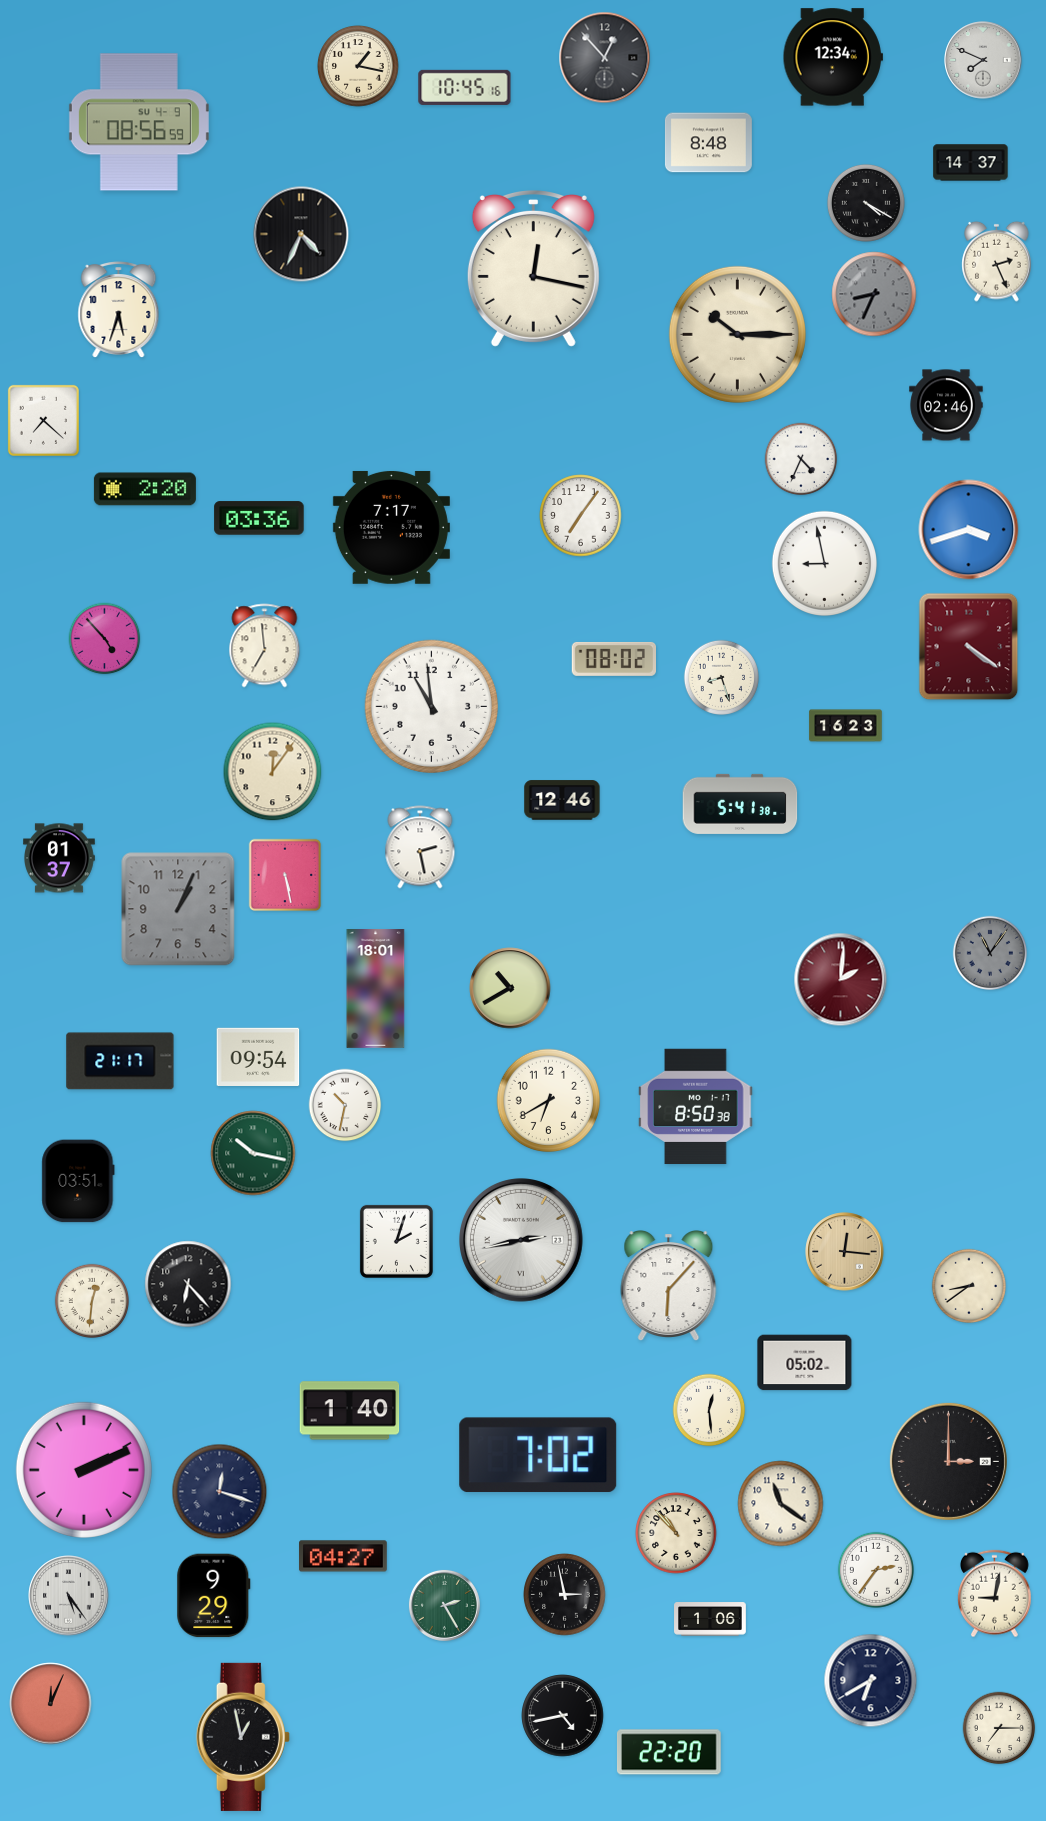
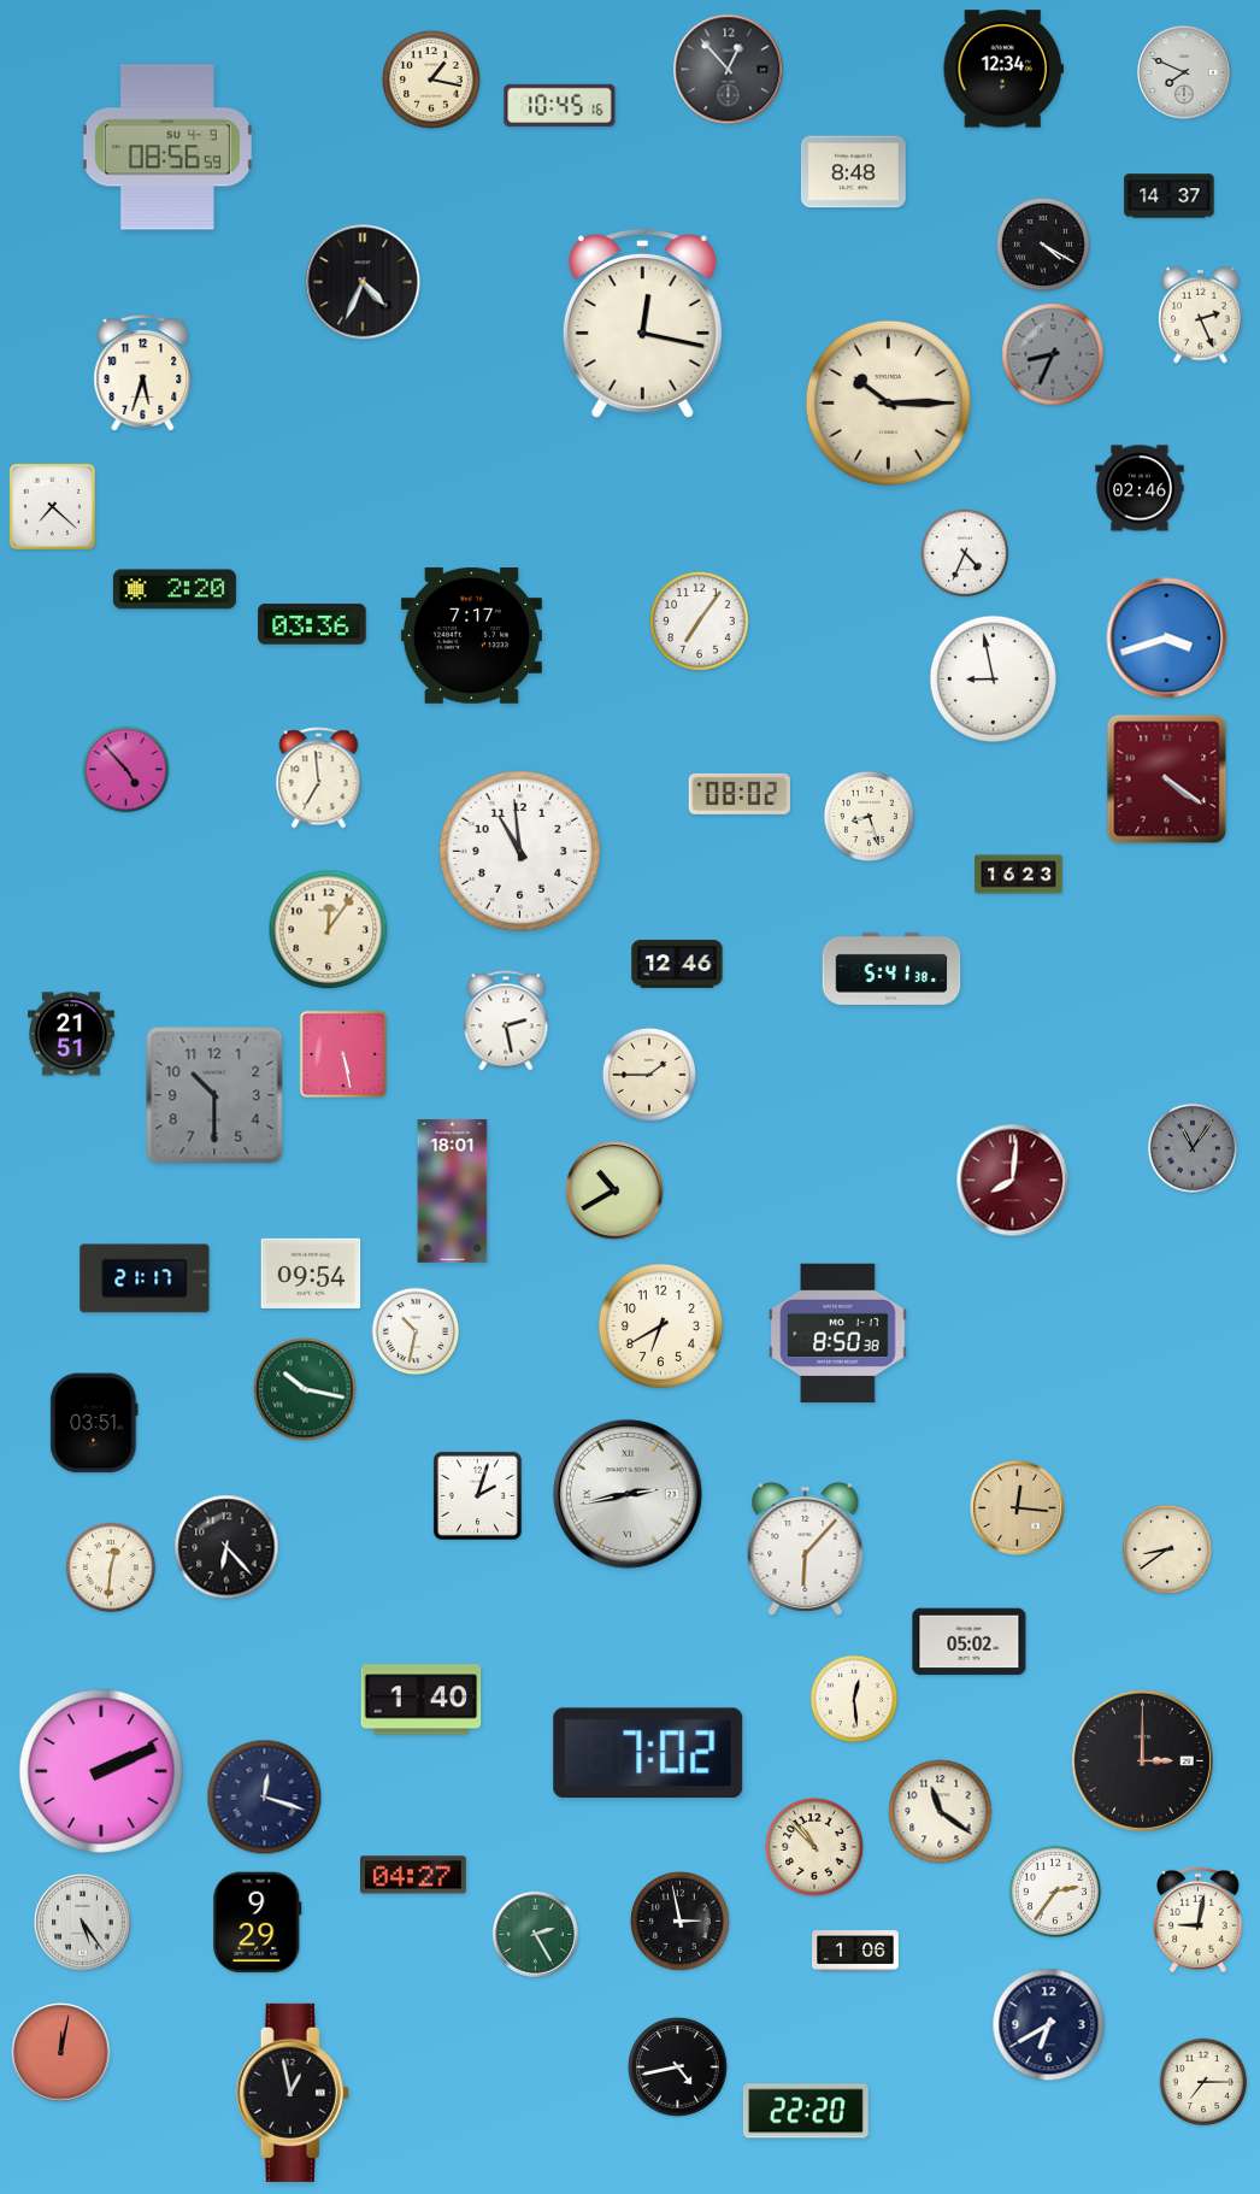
clock at (60, 858): 01:37 -> 21:51
clock at (649, 1075): none -> 1:45
clock at (178, 909): 1:04 -> 10:30
clock at (841, 980): 2:01 -> 8:01
clock at (51, 1704): 12:04 -> 12:02
